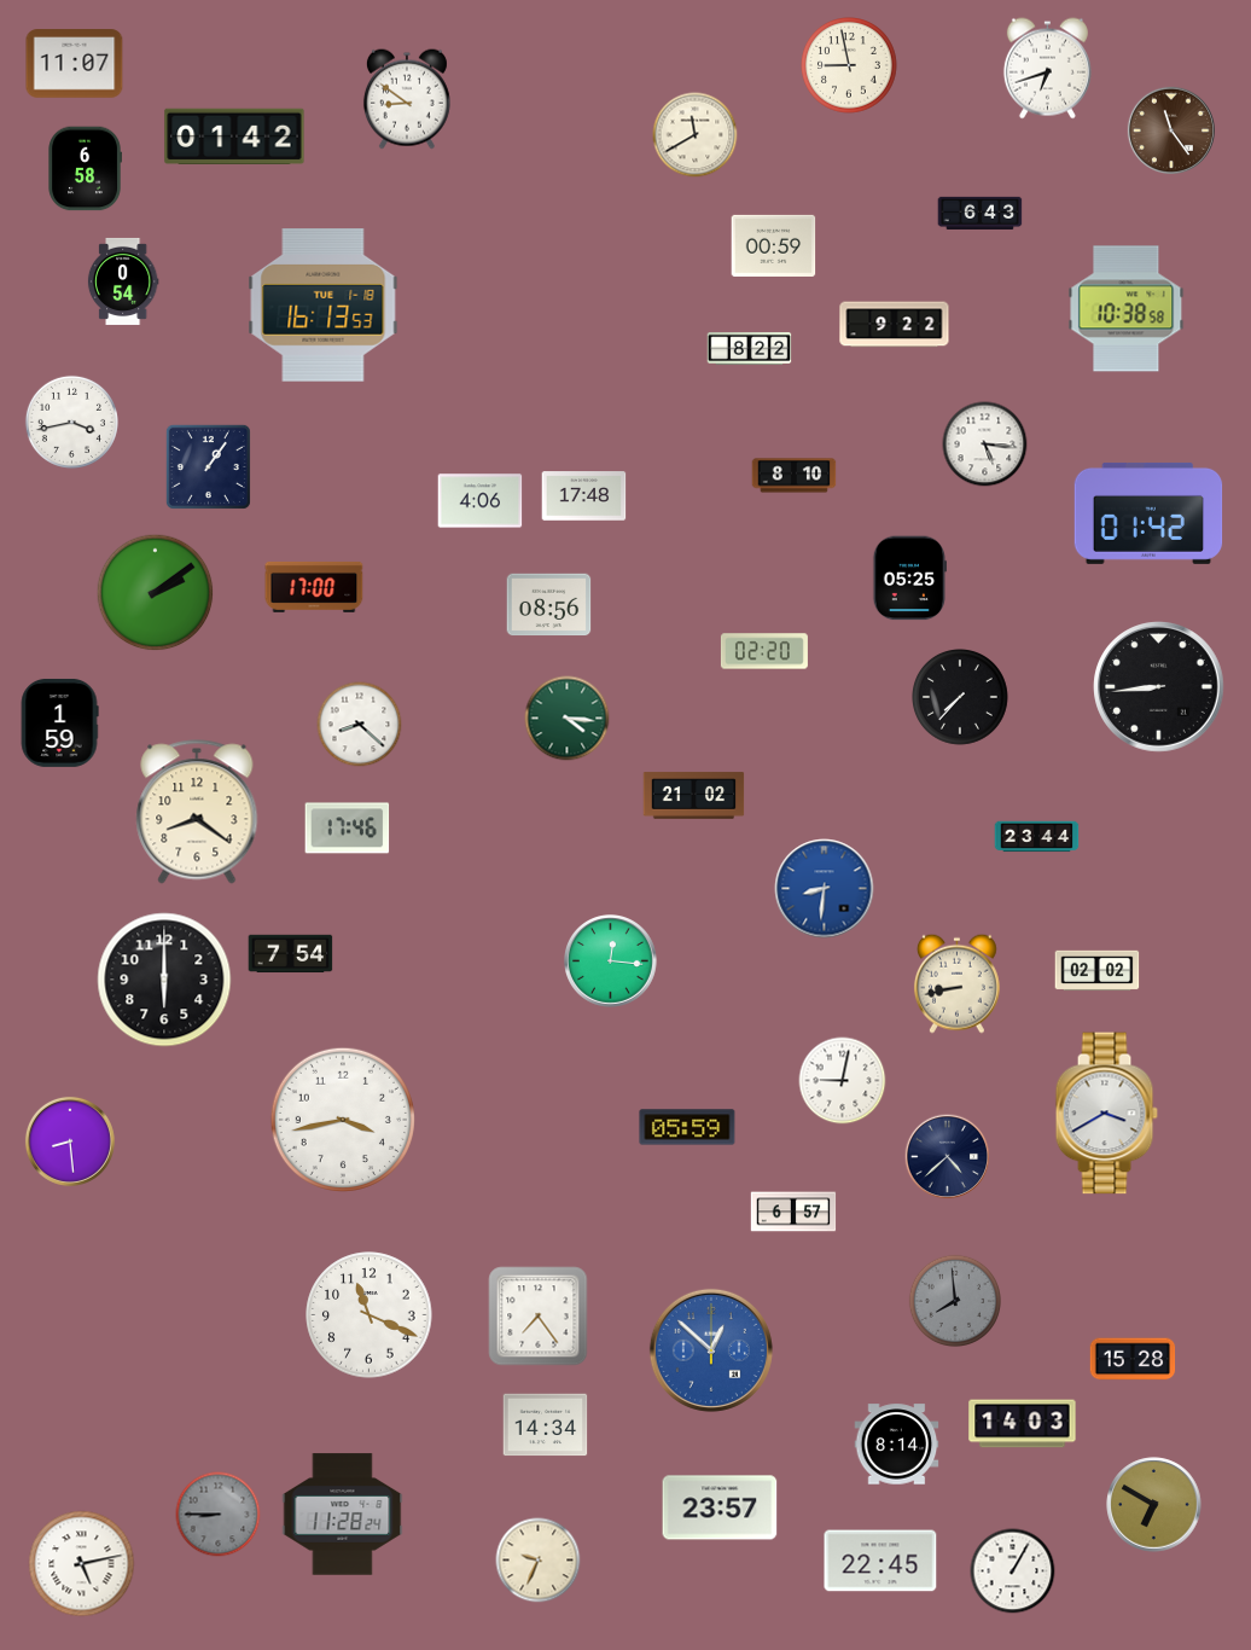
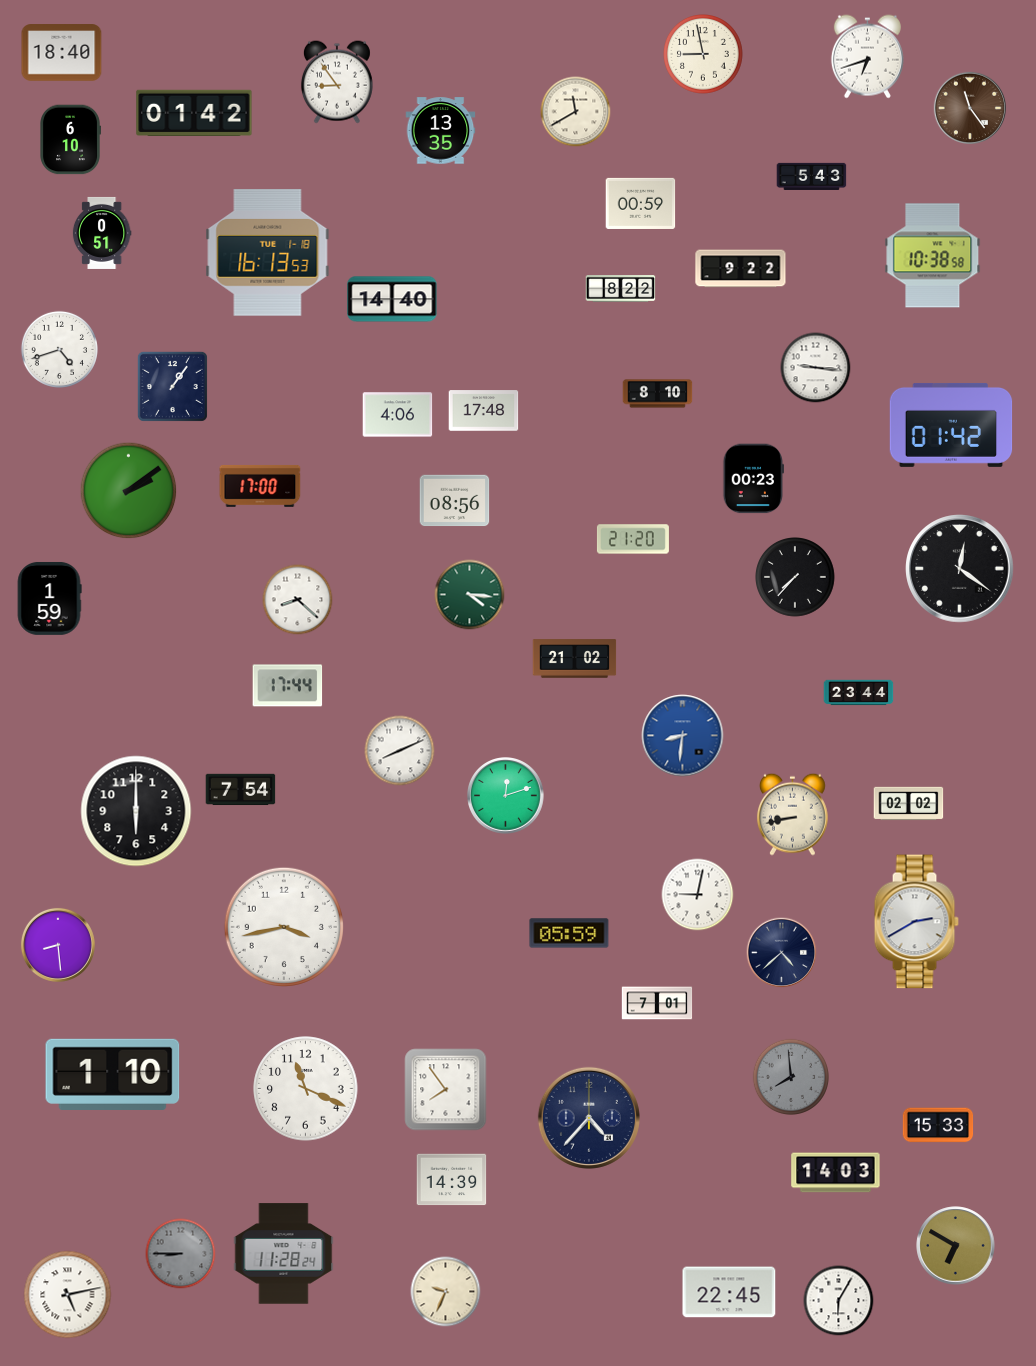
clock at (75, 64): 11:07 -> 18:40
clock at (407, 99): 8:51 -> 8:54
clock at (441, 131): none -> 13:35
clock at (85, 169): 6:58 -> 6:10
clock at (981, 213): 6:43 -> 5:43
clock at (123, 281): 0:54 -> 0:51
clock at (392, 299): none -> 14:40
clock at (71, 422): 3:43 -> 4:42
clock at (985, 445): 5:16 -> 9:16
clock at (909, 579): 05:25 -> 00:23
clock at (764, 651): 02:20 -> 21:20
clock at (1159, 687): 8:44 -> 12:21
clock at (197, 812): 8:21 -> none
clock at (348, 829): 17:46 -> 17:44
clock at (400, 751): none -> 8:11
clock at (611, 961): 12:16 -> 12:12
clock at (1106, 1114): 3:40 -> 2:40
clock at (948, 1157) position: (948, 1157) -> (782, 953)
clock at (793, 1212): 6:57 -> 7:01
clock at (113, 1074): none -> 1:10
clock at (539, 1317): 7:24 -> 7:54
clock at (711, 1350): 12:52 -> 4:37
clock at (711, 1350) dial: blue -> navy
clock at (1133, 1359): 15:28 -> 15:33
clock at (1023, 1424) position: (1023, 1424) -> (836, 1173)
clock at (546, 1425): 14:34 -> 14:39
clock at (897, 1445): 8:14 -> none
clock at (720, 1507): 23:57 -> none
clock at (1013, 1571): 1:05 -> 6:05
